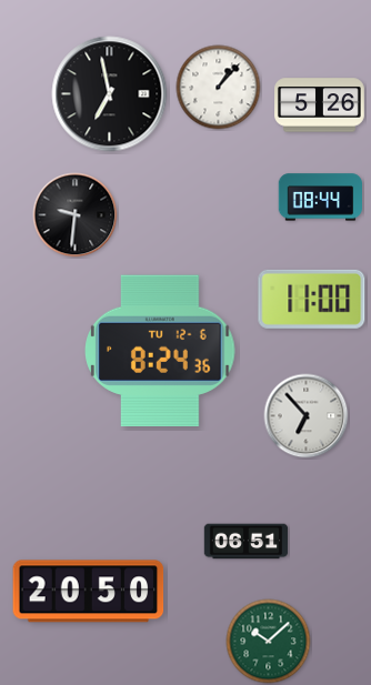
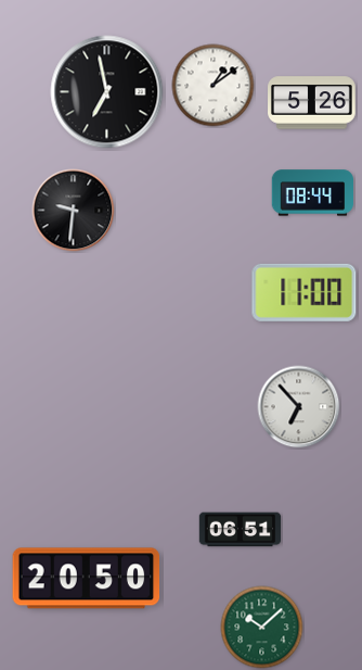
clock at (219, 88): 1:07 -> 1:09
clock at (160, 350): 8:24 -> none
